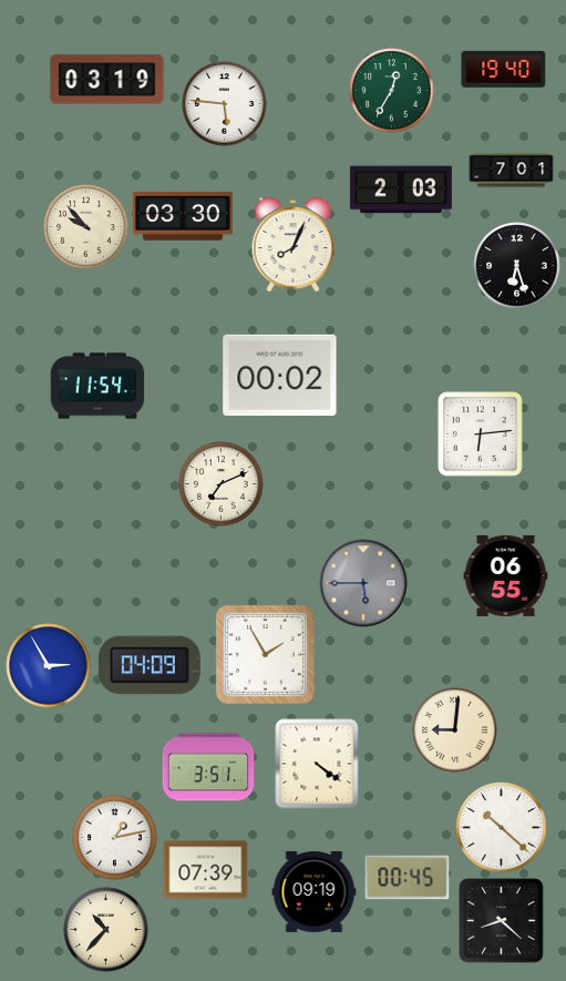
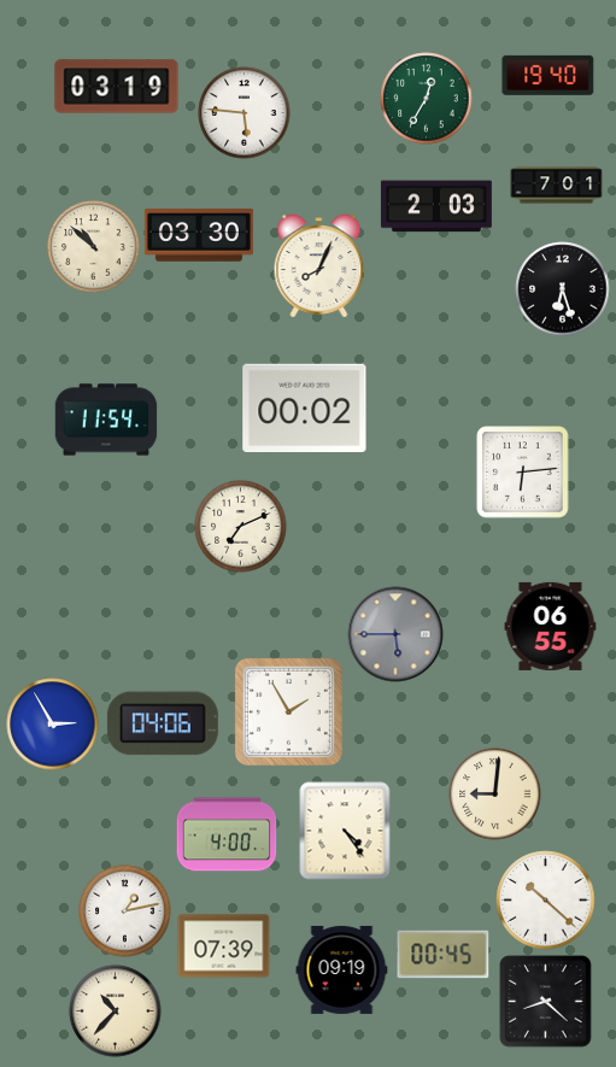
clock at (86, 227): 9:53 -> 10:52
clock at (150, 665): 04:09 -> 04:06
clock at (317, 764): 4:21 -> 4:24
clock at (208, 767): 3:51 -> 4:00
